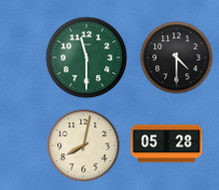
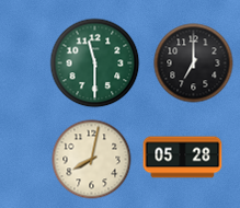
clock at (177, 58): 4:30 -> 7:00
